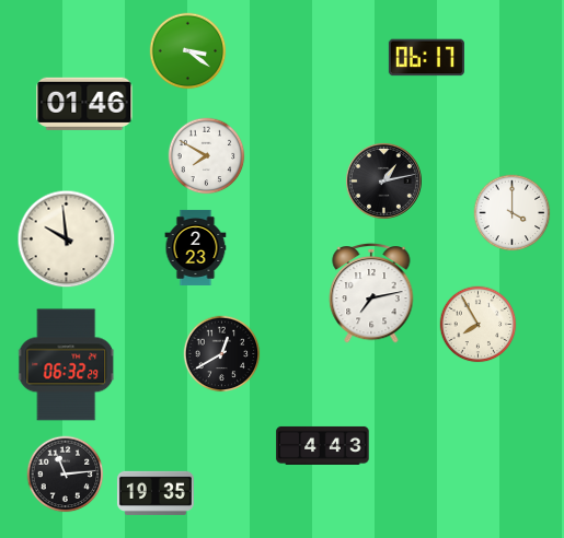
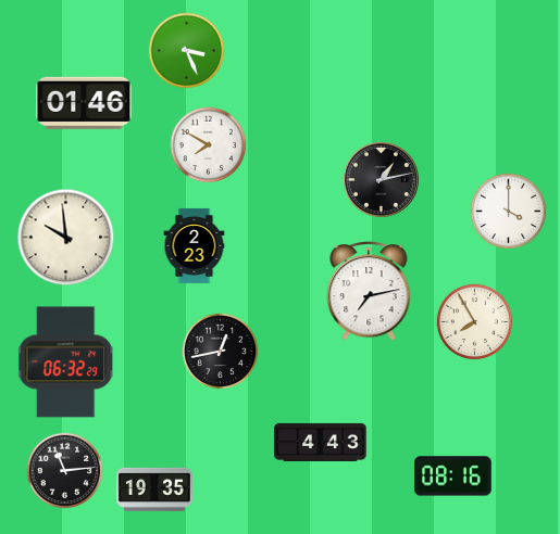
clock at (188, 51): 3:21 -> 3:26
clock at (426, 58): 06:17 -> none
clock at (207, 156) position: (207, 156) -> (209, 145)
clock at (222, 354): 12:40 -> 12:43
clock at (453, 476): none -> 08:16
